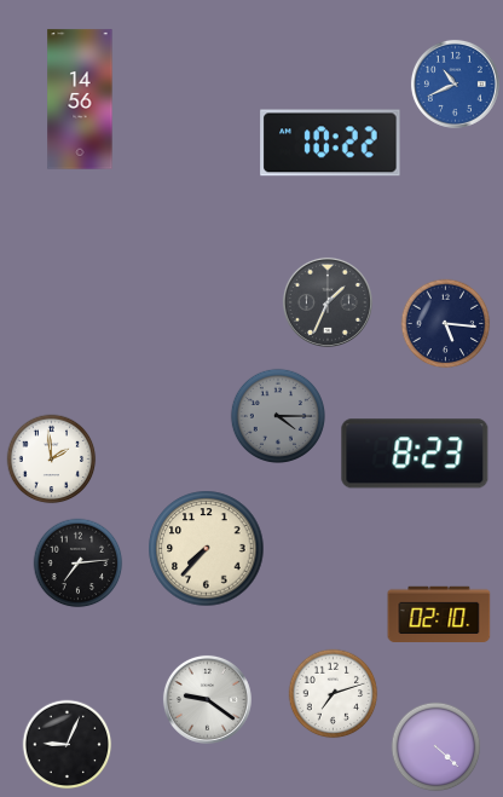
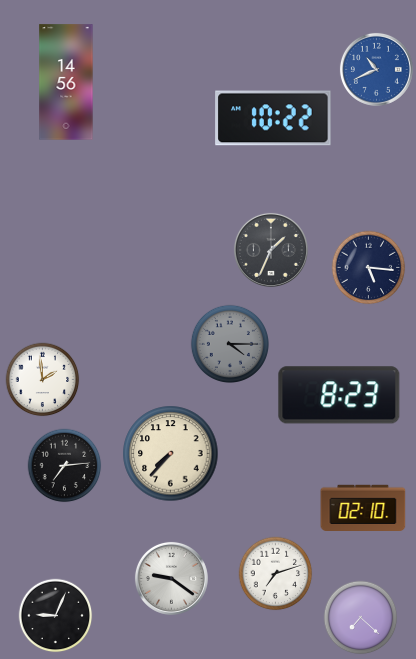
clock at (415, 454) position: (415, 454) -> (339, 395)
clock at (436, 747): 4:22 -> 7:22
